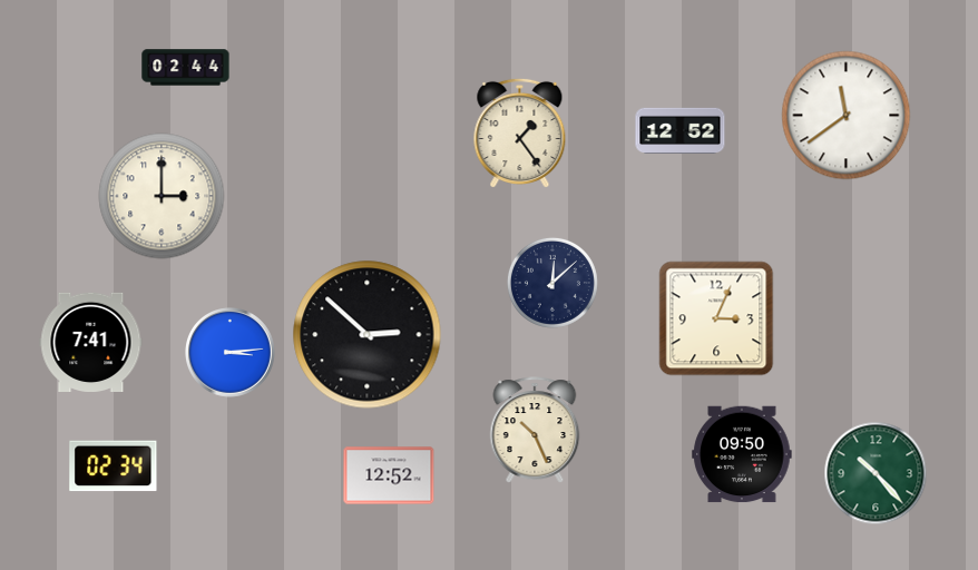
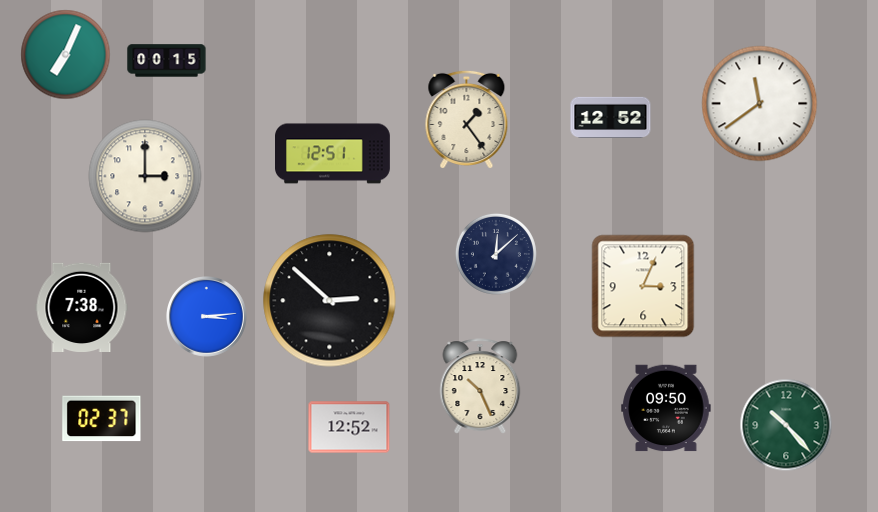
clock at (66, 55): none -> 7:04
clock at (186, 68): 02:44 -> 00:15
clock at (333, 154): none -> 12:51
clock at (91, 342): 7:41 -> 7:38
clock at (114, 466): 02:34 -> 02:37
